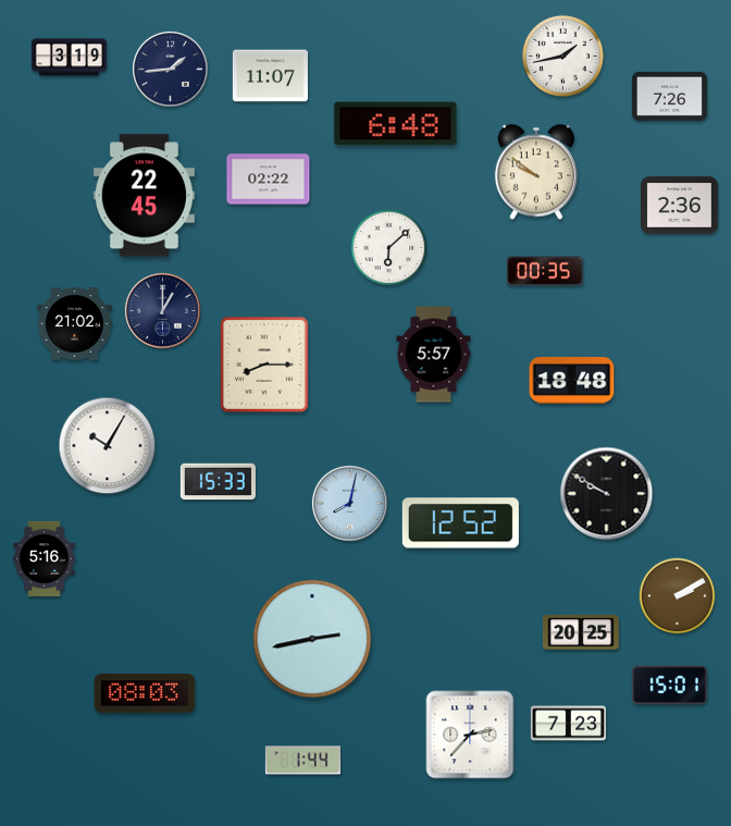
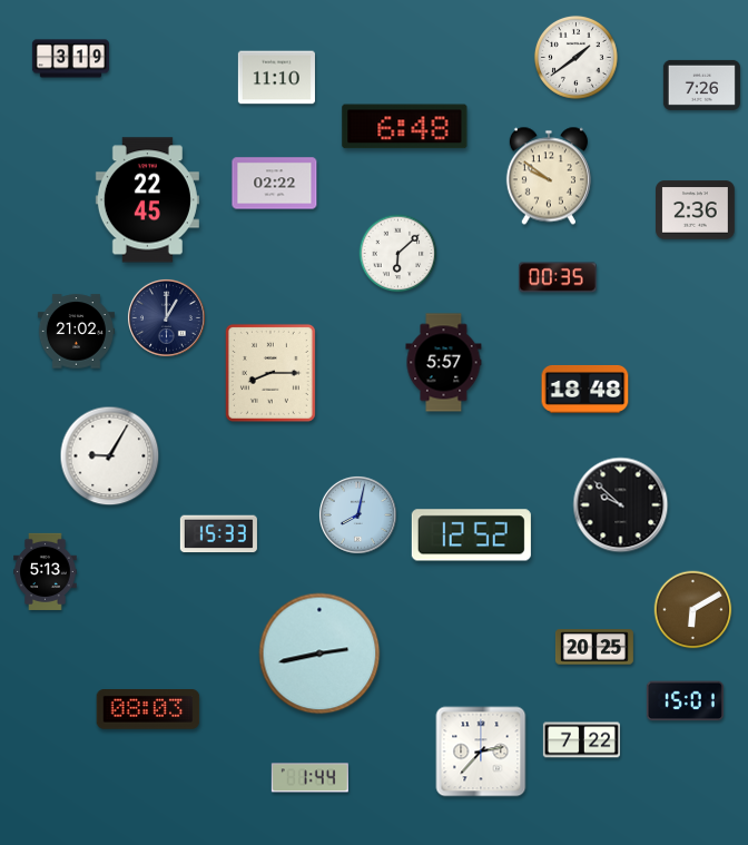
clock at (562, 56): 1:43 -> 1:39
clock at (170, 69): 1:44 -> none
clock at (270, 76): 11:07 -> 11:10
clock at (669, 96) position: (669, 96) -> (701, 85)
clock at (108, 446): 10:05 -> 9:05
clock at (218, 482) position: (218, 482) -> (218, 534)
clock at (607, 494): 9:50 -> 9:52
clock at (45, 558): 5:16 -> 5:13
clock at (678, 596): 2:10 -> 6:10
clock at (568, 724): 7:23 -> 7:22
